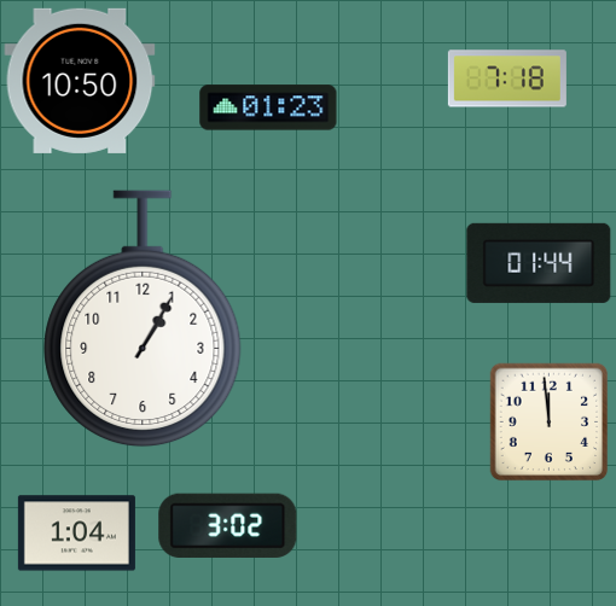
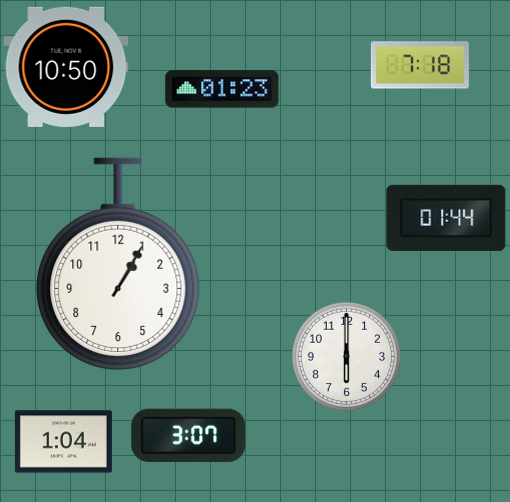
clock at (550, 423): 11:59 -> none
clock at (346, 356): none -> 6:00
clock at (228, 525): 3:02 -> 3:07
